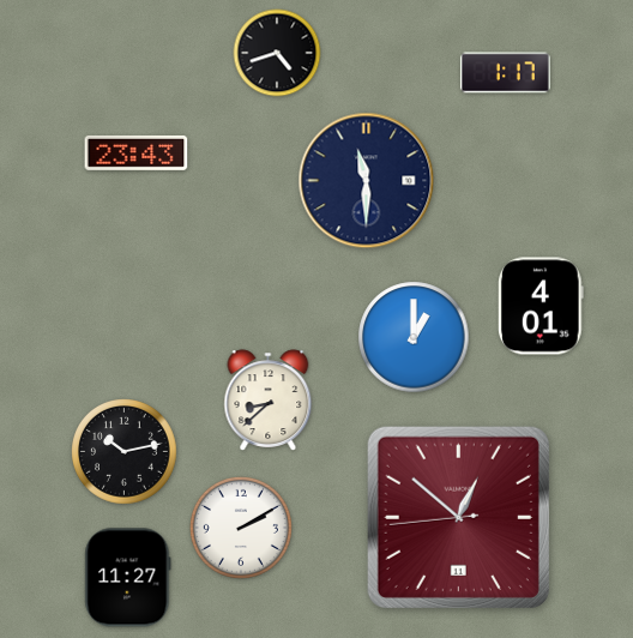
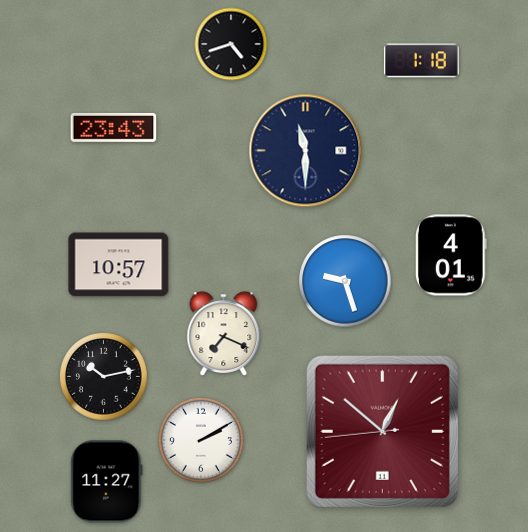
clock at (505, 73): 1:17 -> 1:18
clock at (119, 265): none -> 10:57
clock at (414, 337): 1:00 -> 9:27
clock at (269, 401): 8:38 -> 7:19
